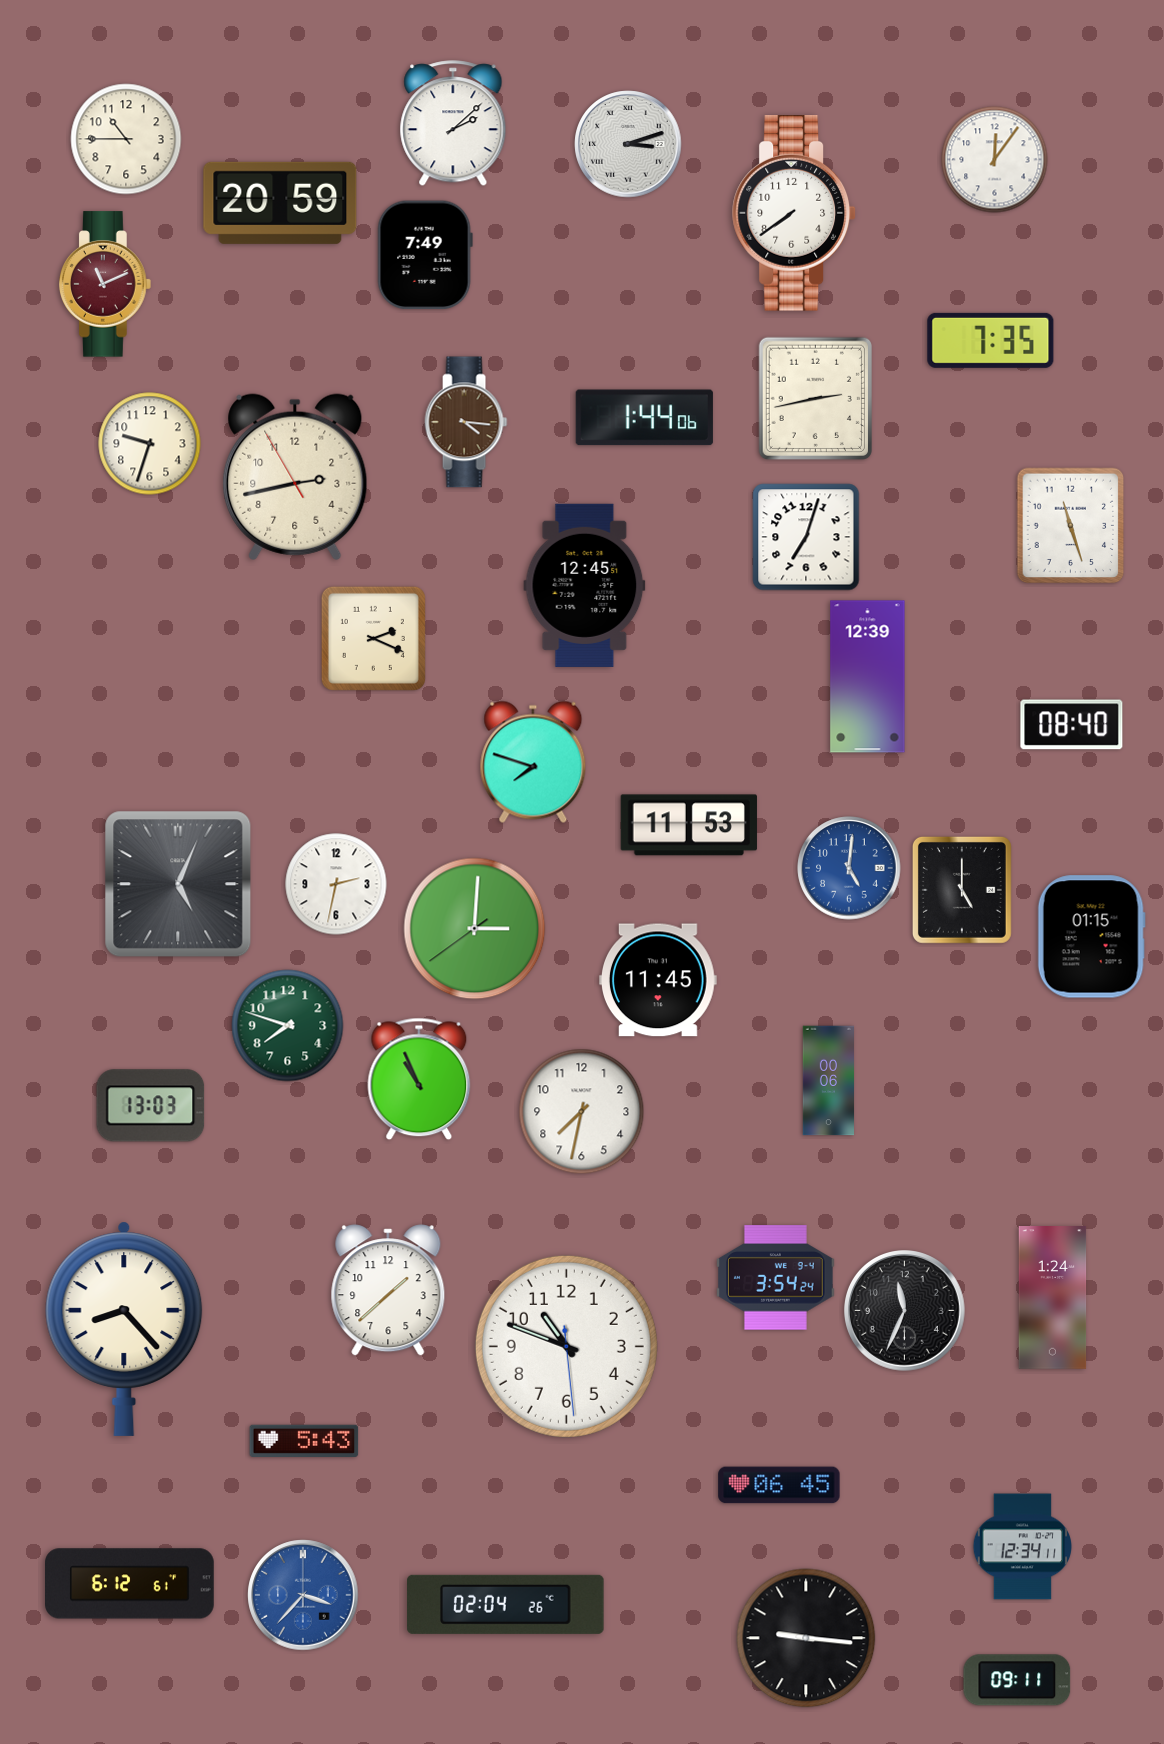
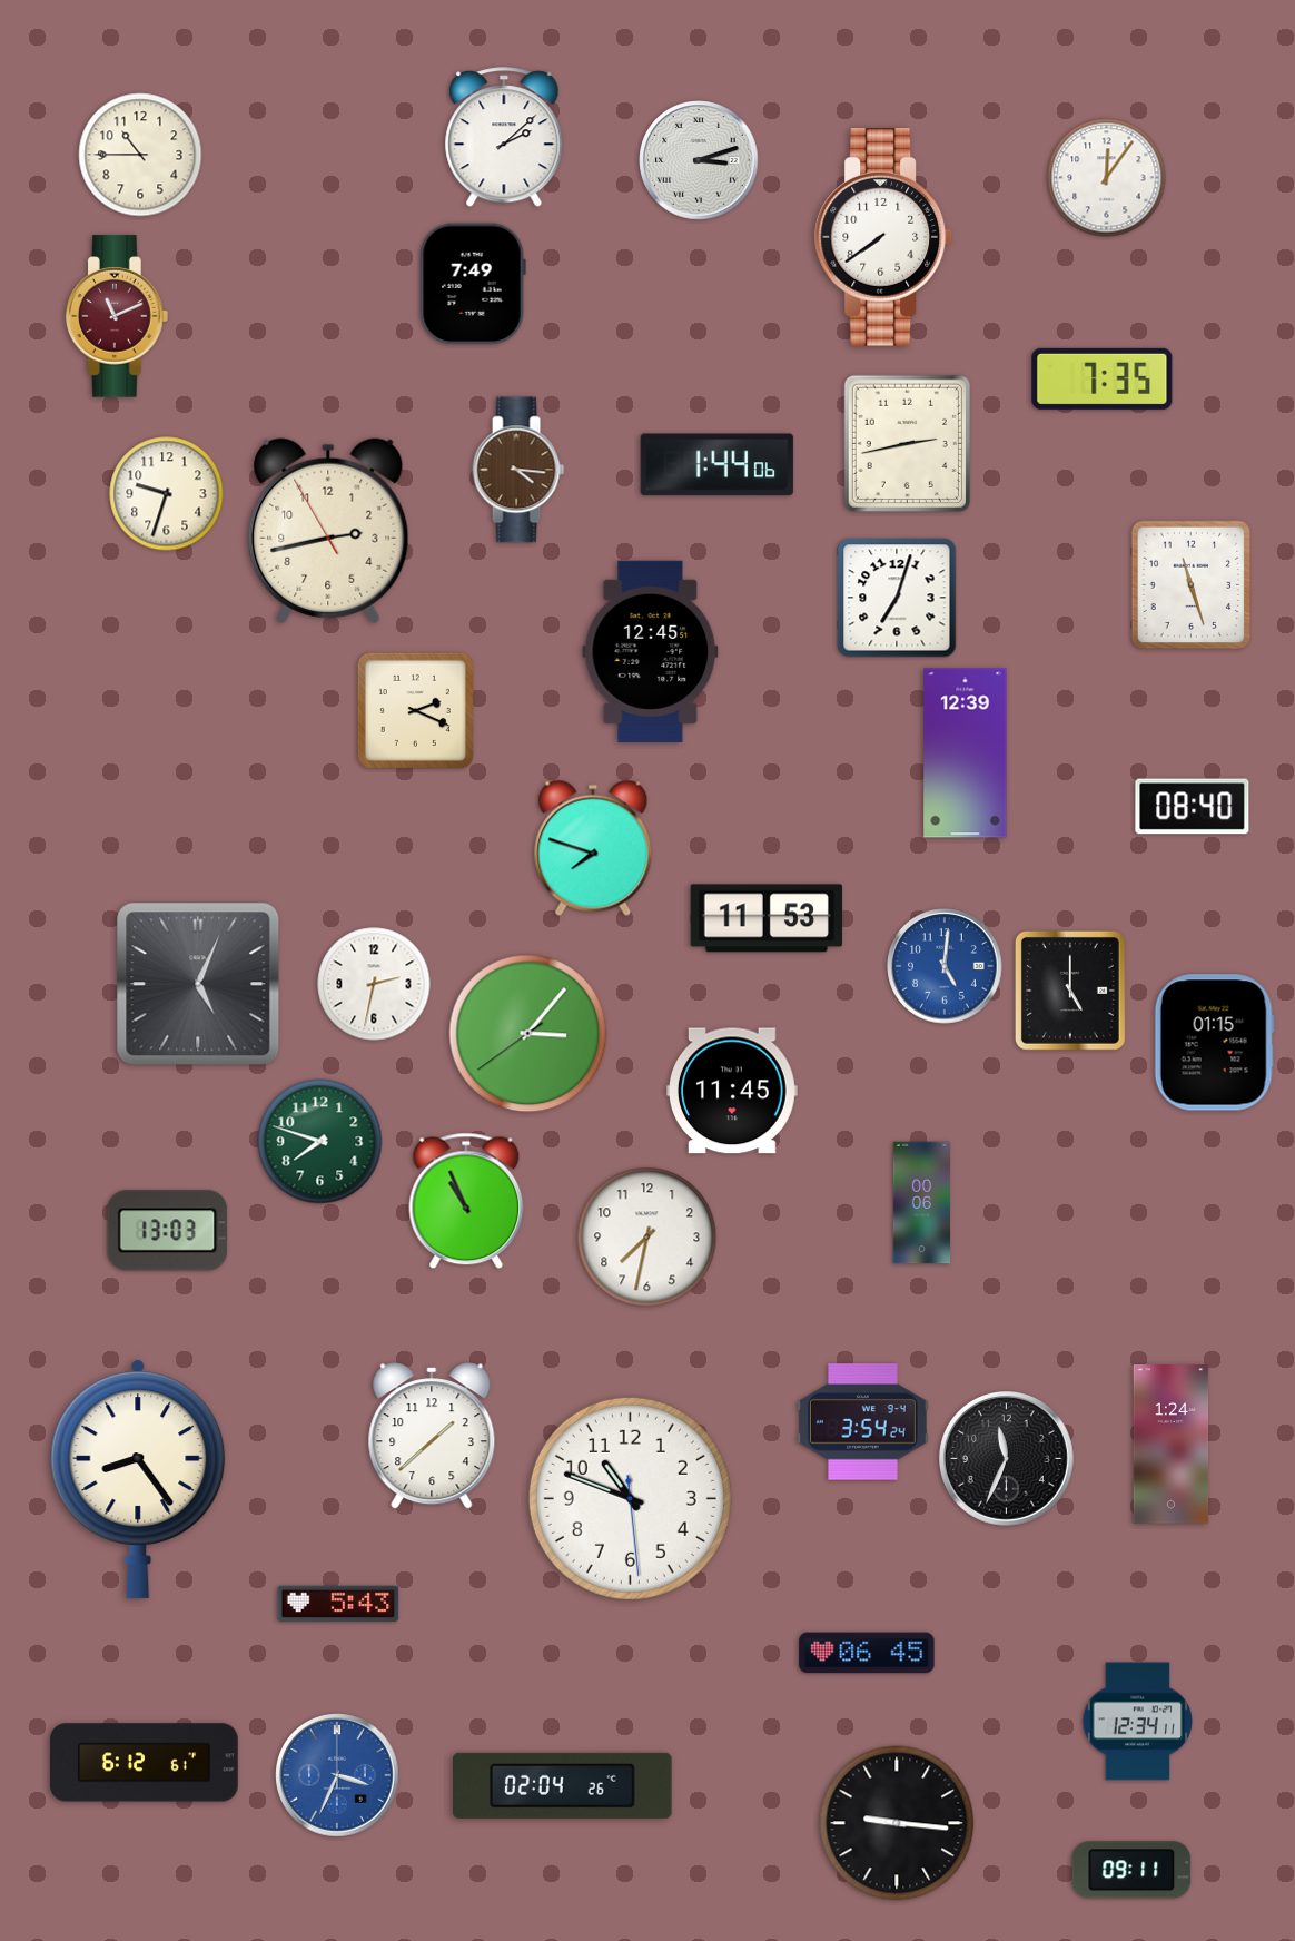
clock at (280, 203): 20:59 -> none
clock at (475, 929): 3:00 -> 3:06
clock at (124, 1329): 8:23 -> 8:24
clock at (303, 1595): 3:37 -> 3:34
